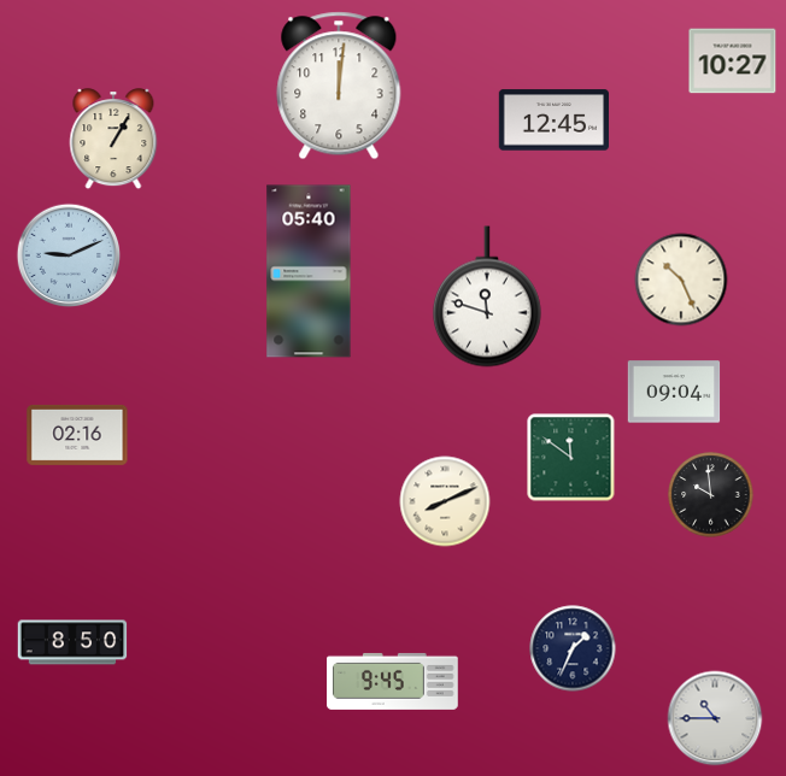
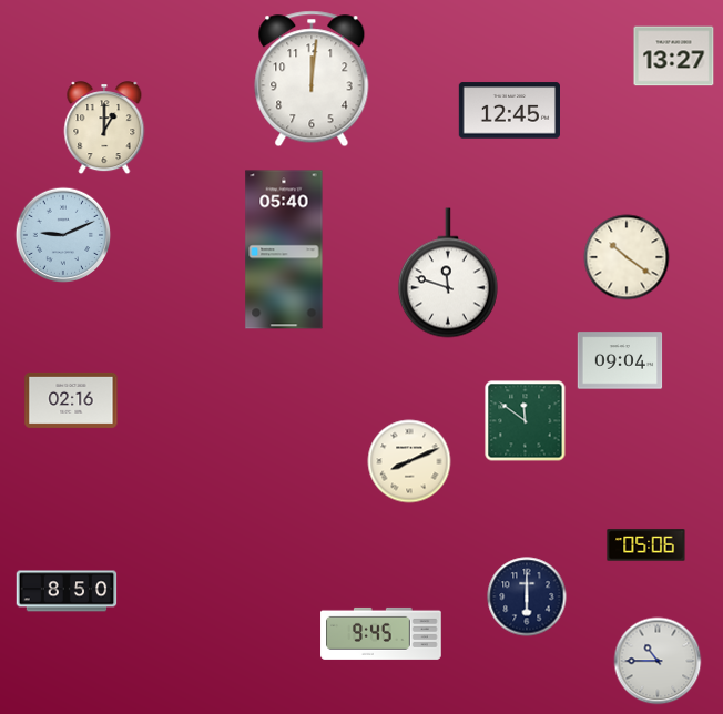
clock at (733, 61): 10:27 -> 13:27
clock at (113, 140): 1:05 -> 1:00
clock at (681, 280): 10:26 -> 10:21
clock at (711, 495): 9:59 -> none
clock at (646, 545): none -> 05:06
clock at (573, 648): 1:34 -> 6:00
clock at (393, 681) position: (393, 681) -> (381, 633)
